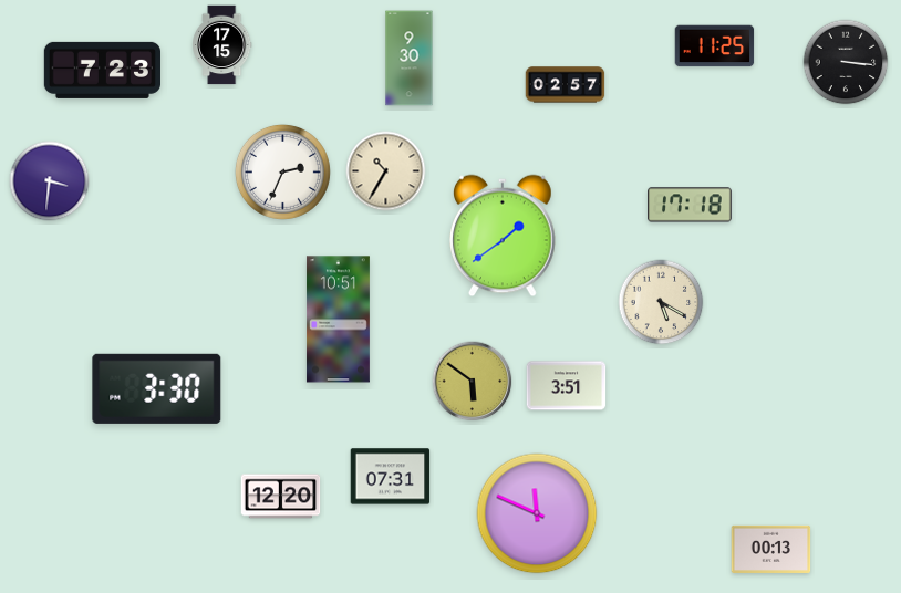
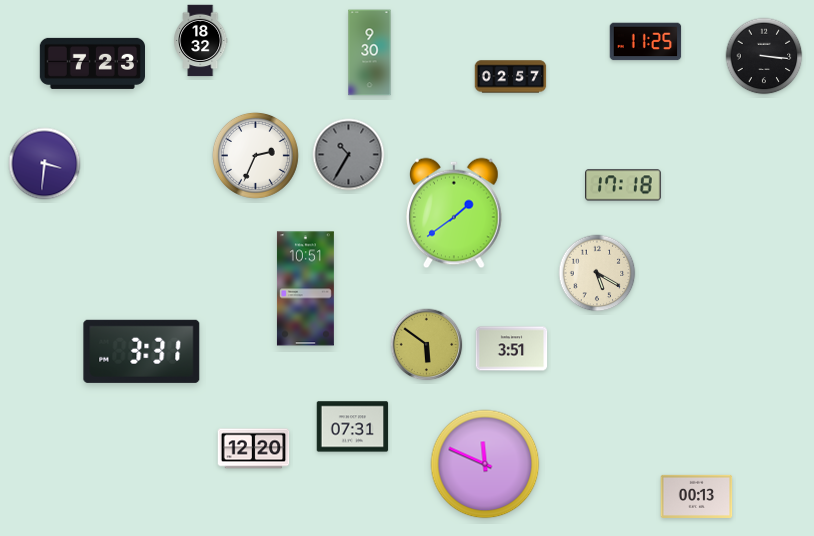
clock at (222, 45): 17:15 -> 18:32
clock at (386, 171) dial: cream -> grey
clock at (157, 388): 3:30 -> 3:31
clock at (391, 477) position: (391, 477) -> (353, 427)
